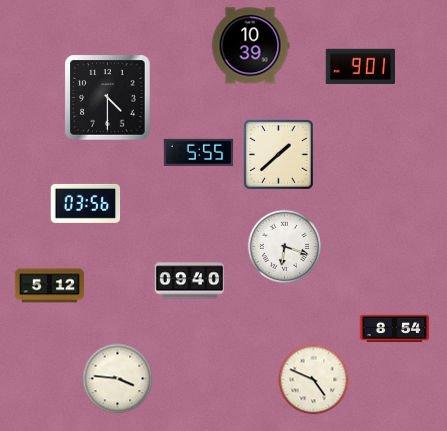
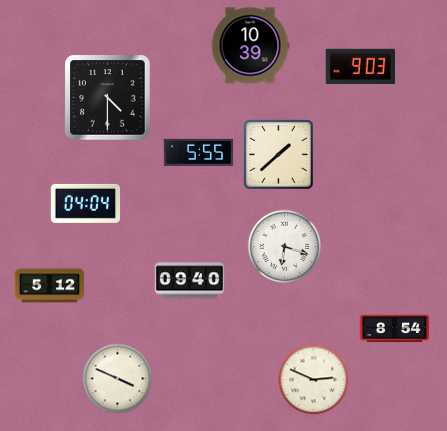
clock at (360, 66): 9:01 -> 9:03
clock at (86, 203): 03:56 -> 04:04
clock at (118, 379): 3:46 -> 3:49
clock at (314, 380): 4:49 -> 2:49
